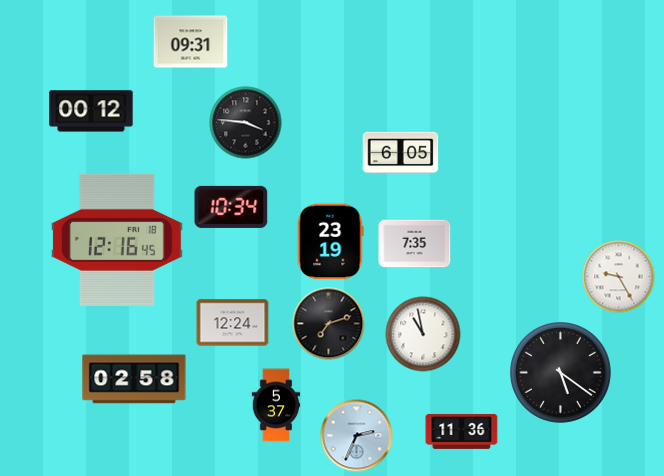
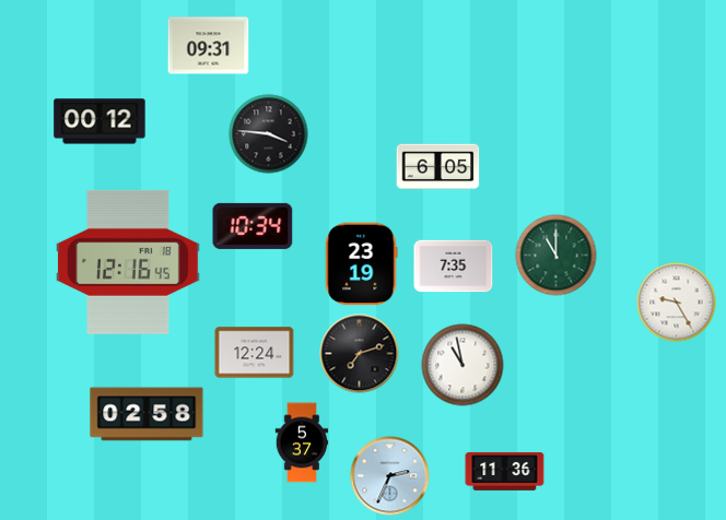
clock at (557, 256): none -> 11:00
clock at (561, 373): 5:21 -> none
